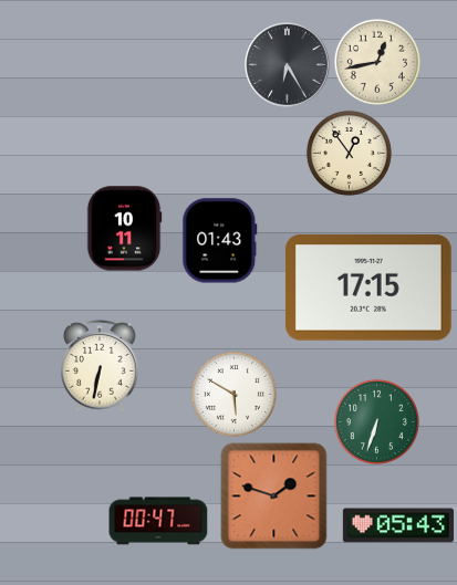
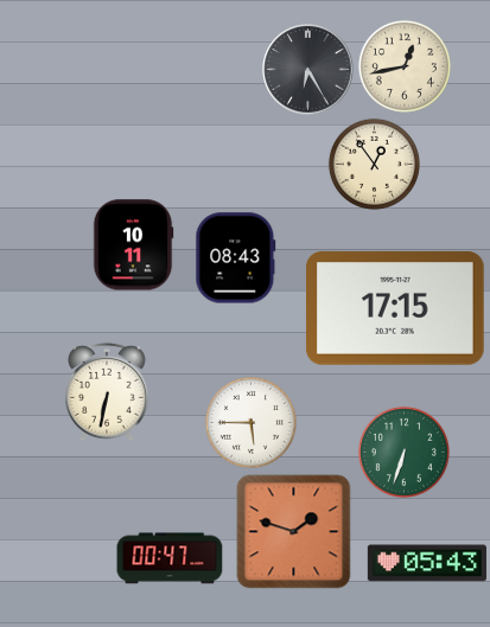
clock at (220, 241): 01:43 -> 08:43
clock at (233, 394): 5:50 -> 5:45
